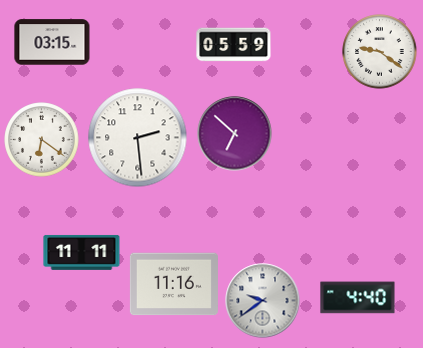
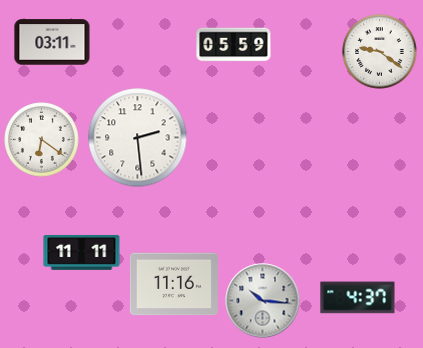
clock at (52, 42): 03:15 -> 03:11
clock at (235, 134): 6:52 -> none
clock at (358, 298): 4:40 -> 4:37
clock at (263, 301): 9:39 -> 10:16
